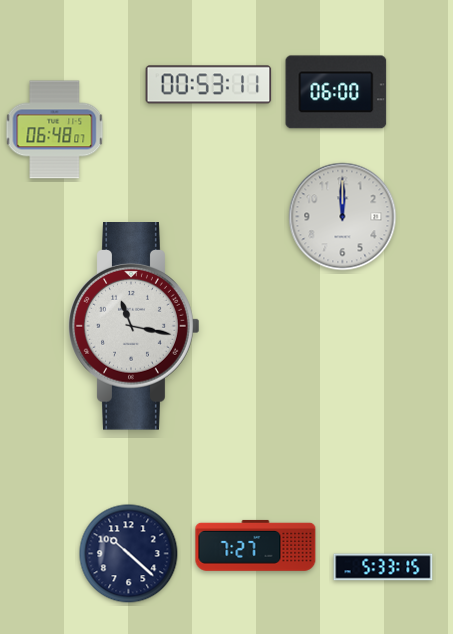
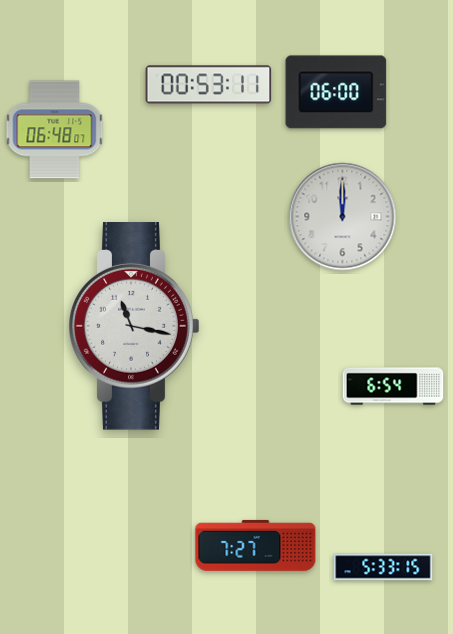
clock at (393, 386): none -> 6:54
clock at (129, 554): 10:22 -> none
